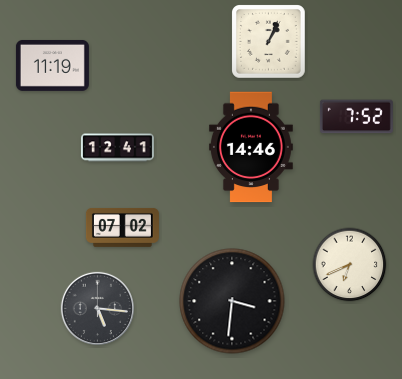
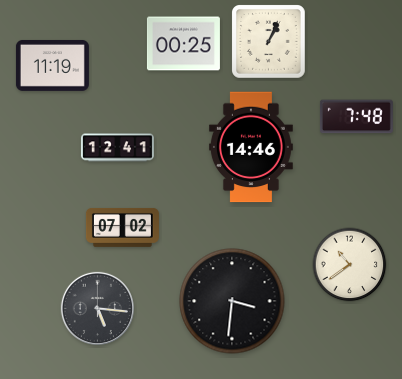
clock at (183, 44): none -> 00:25
clock at (356, 117): 7:52 -> 7:48
clock at (350, 265): 6:41 -> 10:39
